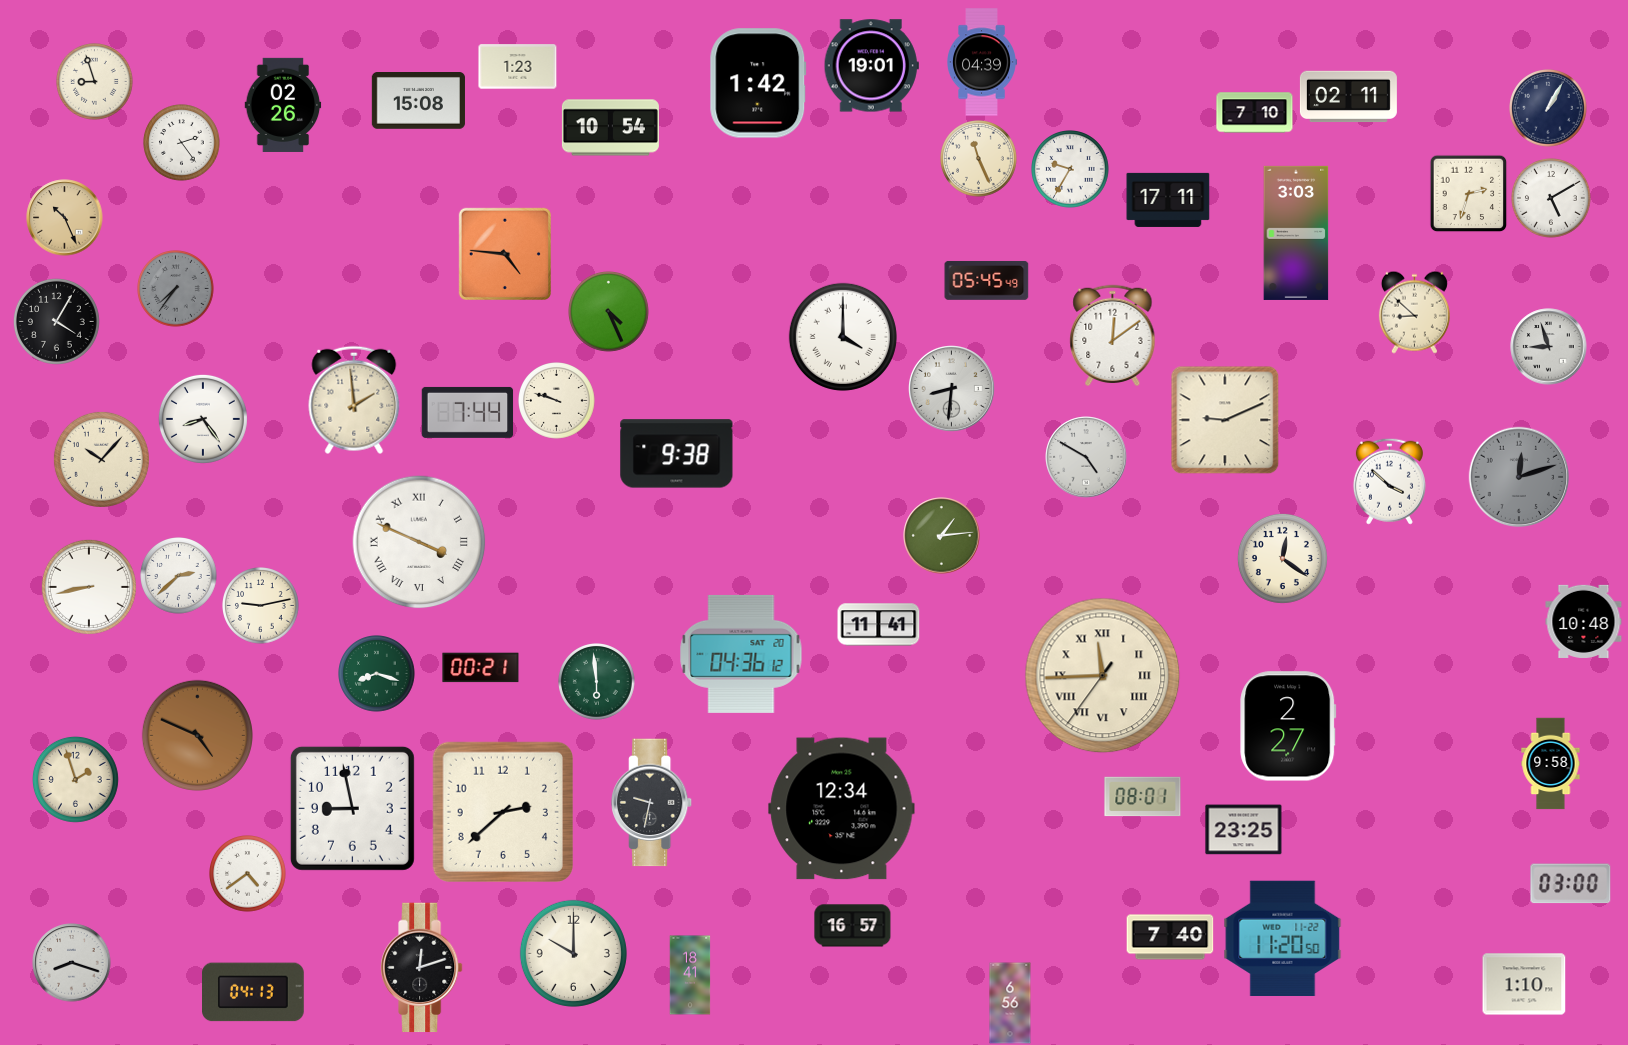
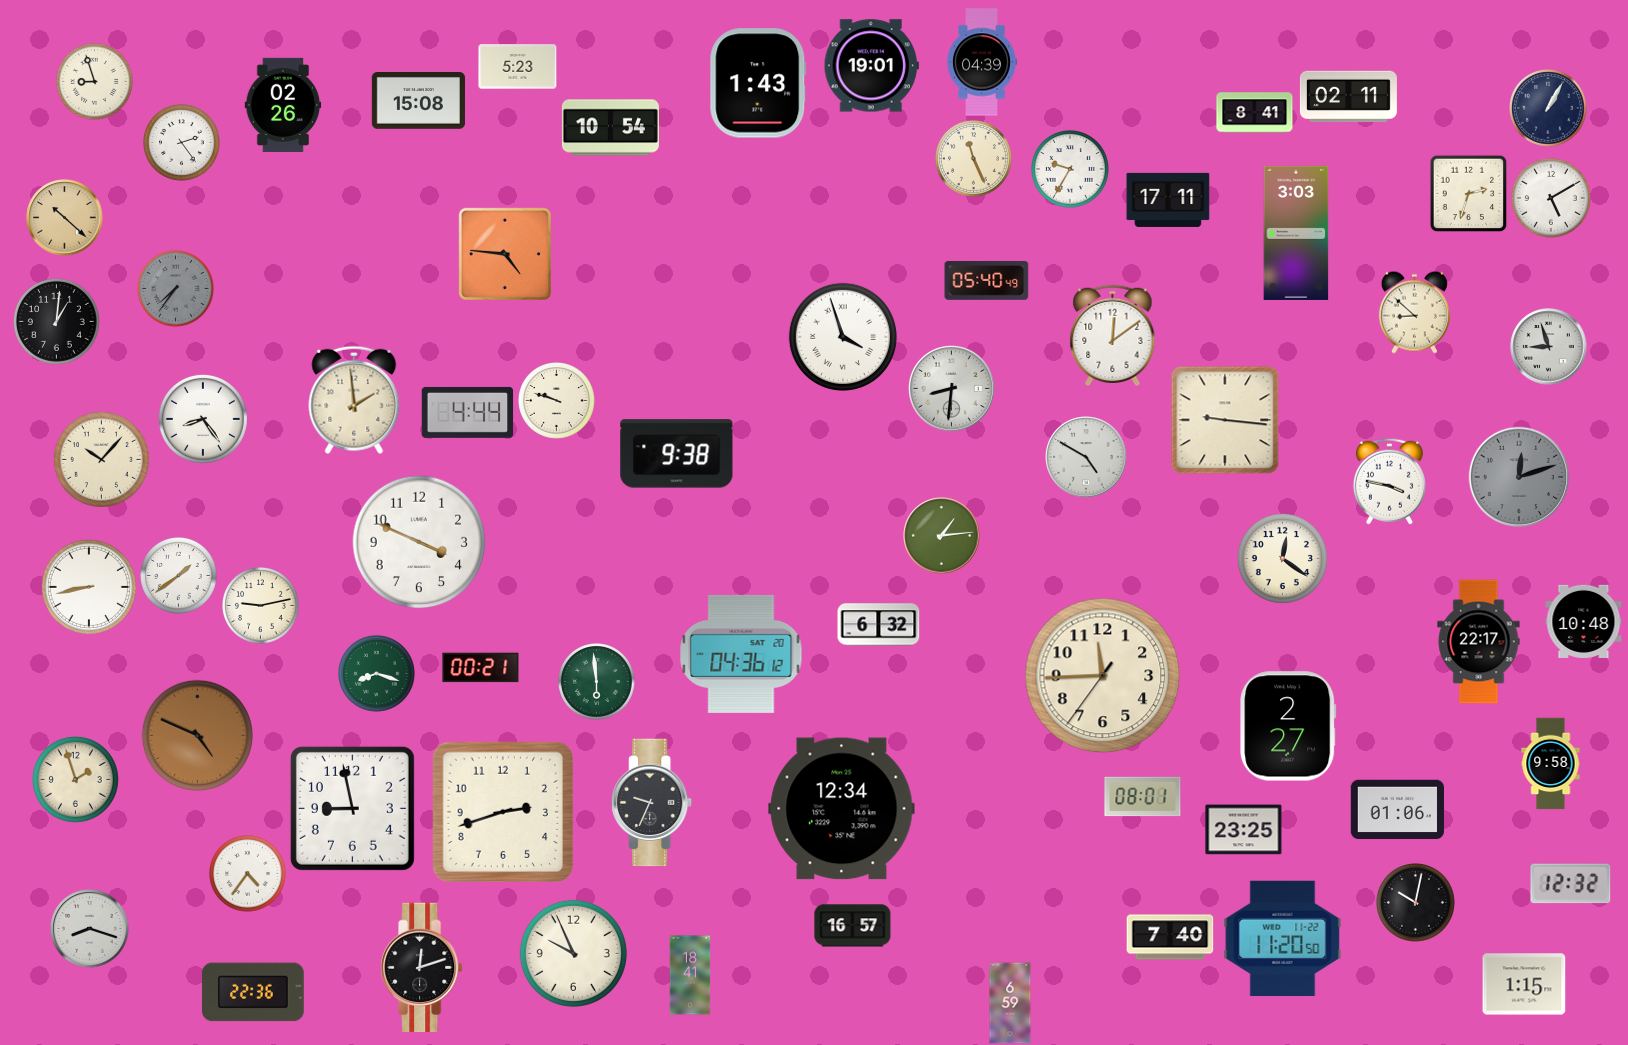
clock at (518, 67): 1:23 -> 5:23
clock at (758, 83): 1:42 -> 1:43
clock at (1255, 113): 7:10 -> 8:41
clock at (979, 159) position: (979, 159) -> (974, 159)
clock at (65, 218): 10:26 -> 10:22
clock at (987, 280): 05:45 -> 05:40
clock at (609, 312): 4:26 -> none
clock at (56, 321): 4:05 -> 1:01
clock at (843, 337): 4:00 -> 3:57
clock at (468, 412): 7:44 -> 4:44
clock at (1225, 420): 9:11 -> 9:16
clock at (1389, 481): 3:52 -> 3:47
clock at (419, 542) numerals: Roman -> Arabic
clock at (179, 576): 2:38 -> 1:39
clock at (879, 625): 11:41 -> 6:32
clock at (1479, 642): none -> 22:17
clock at (1103, 676) numerals: Roman -> Arabic
clock at (653, 803): 9:32 -> 9:34
clock at (1397, 810): none -> 01:06
clock at (502, 811): 2:38 -> 2:42
clock at (248, 874): 4:39 -> 4:36
clock at (1571, 884): 03:00 -> 12:32
clock at (1416, 903): none -> 10:02
clock at (573, 953): 10:00 -> 9:56
clock at (72, 963) position: (72, 963) -> (90, 929)
clock at (1524, 984): 1:10 -> 1:15
clock at (254, 992): 04:13 -> 22:36
clock at (1010, 1003): 6:56 -> 6:59
